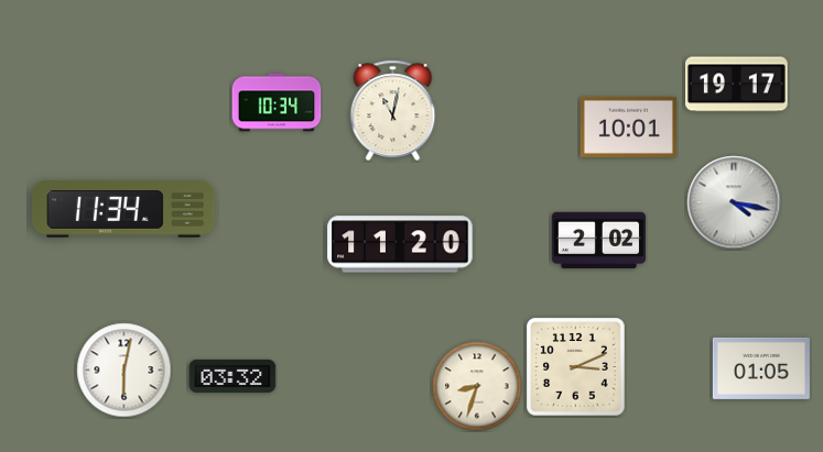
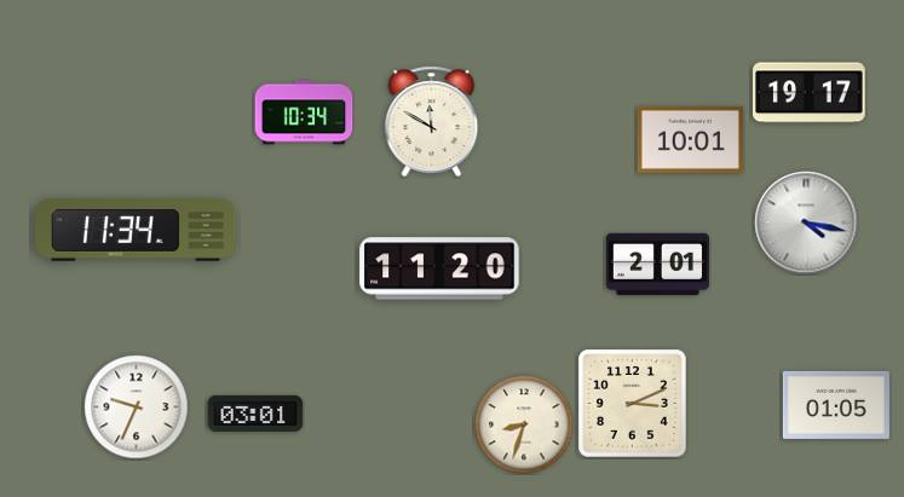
clock at (393, 110): 11:02 -> 11:50
clock at (598, 241): 2:02 -> 2:01
clock at (124, 371): 6:02 -> 9:34
clock at (232, 376): 03:32 -> 03:01
